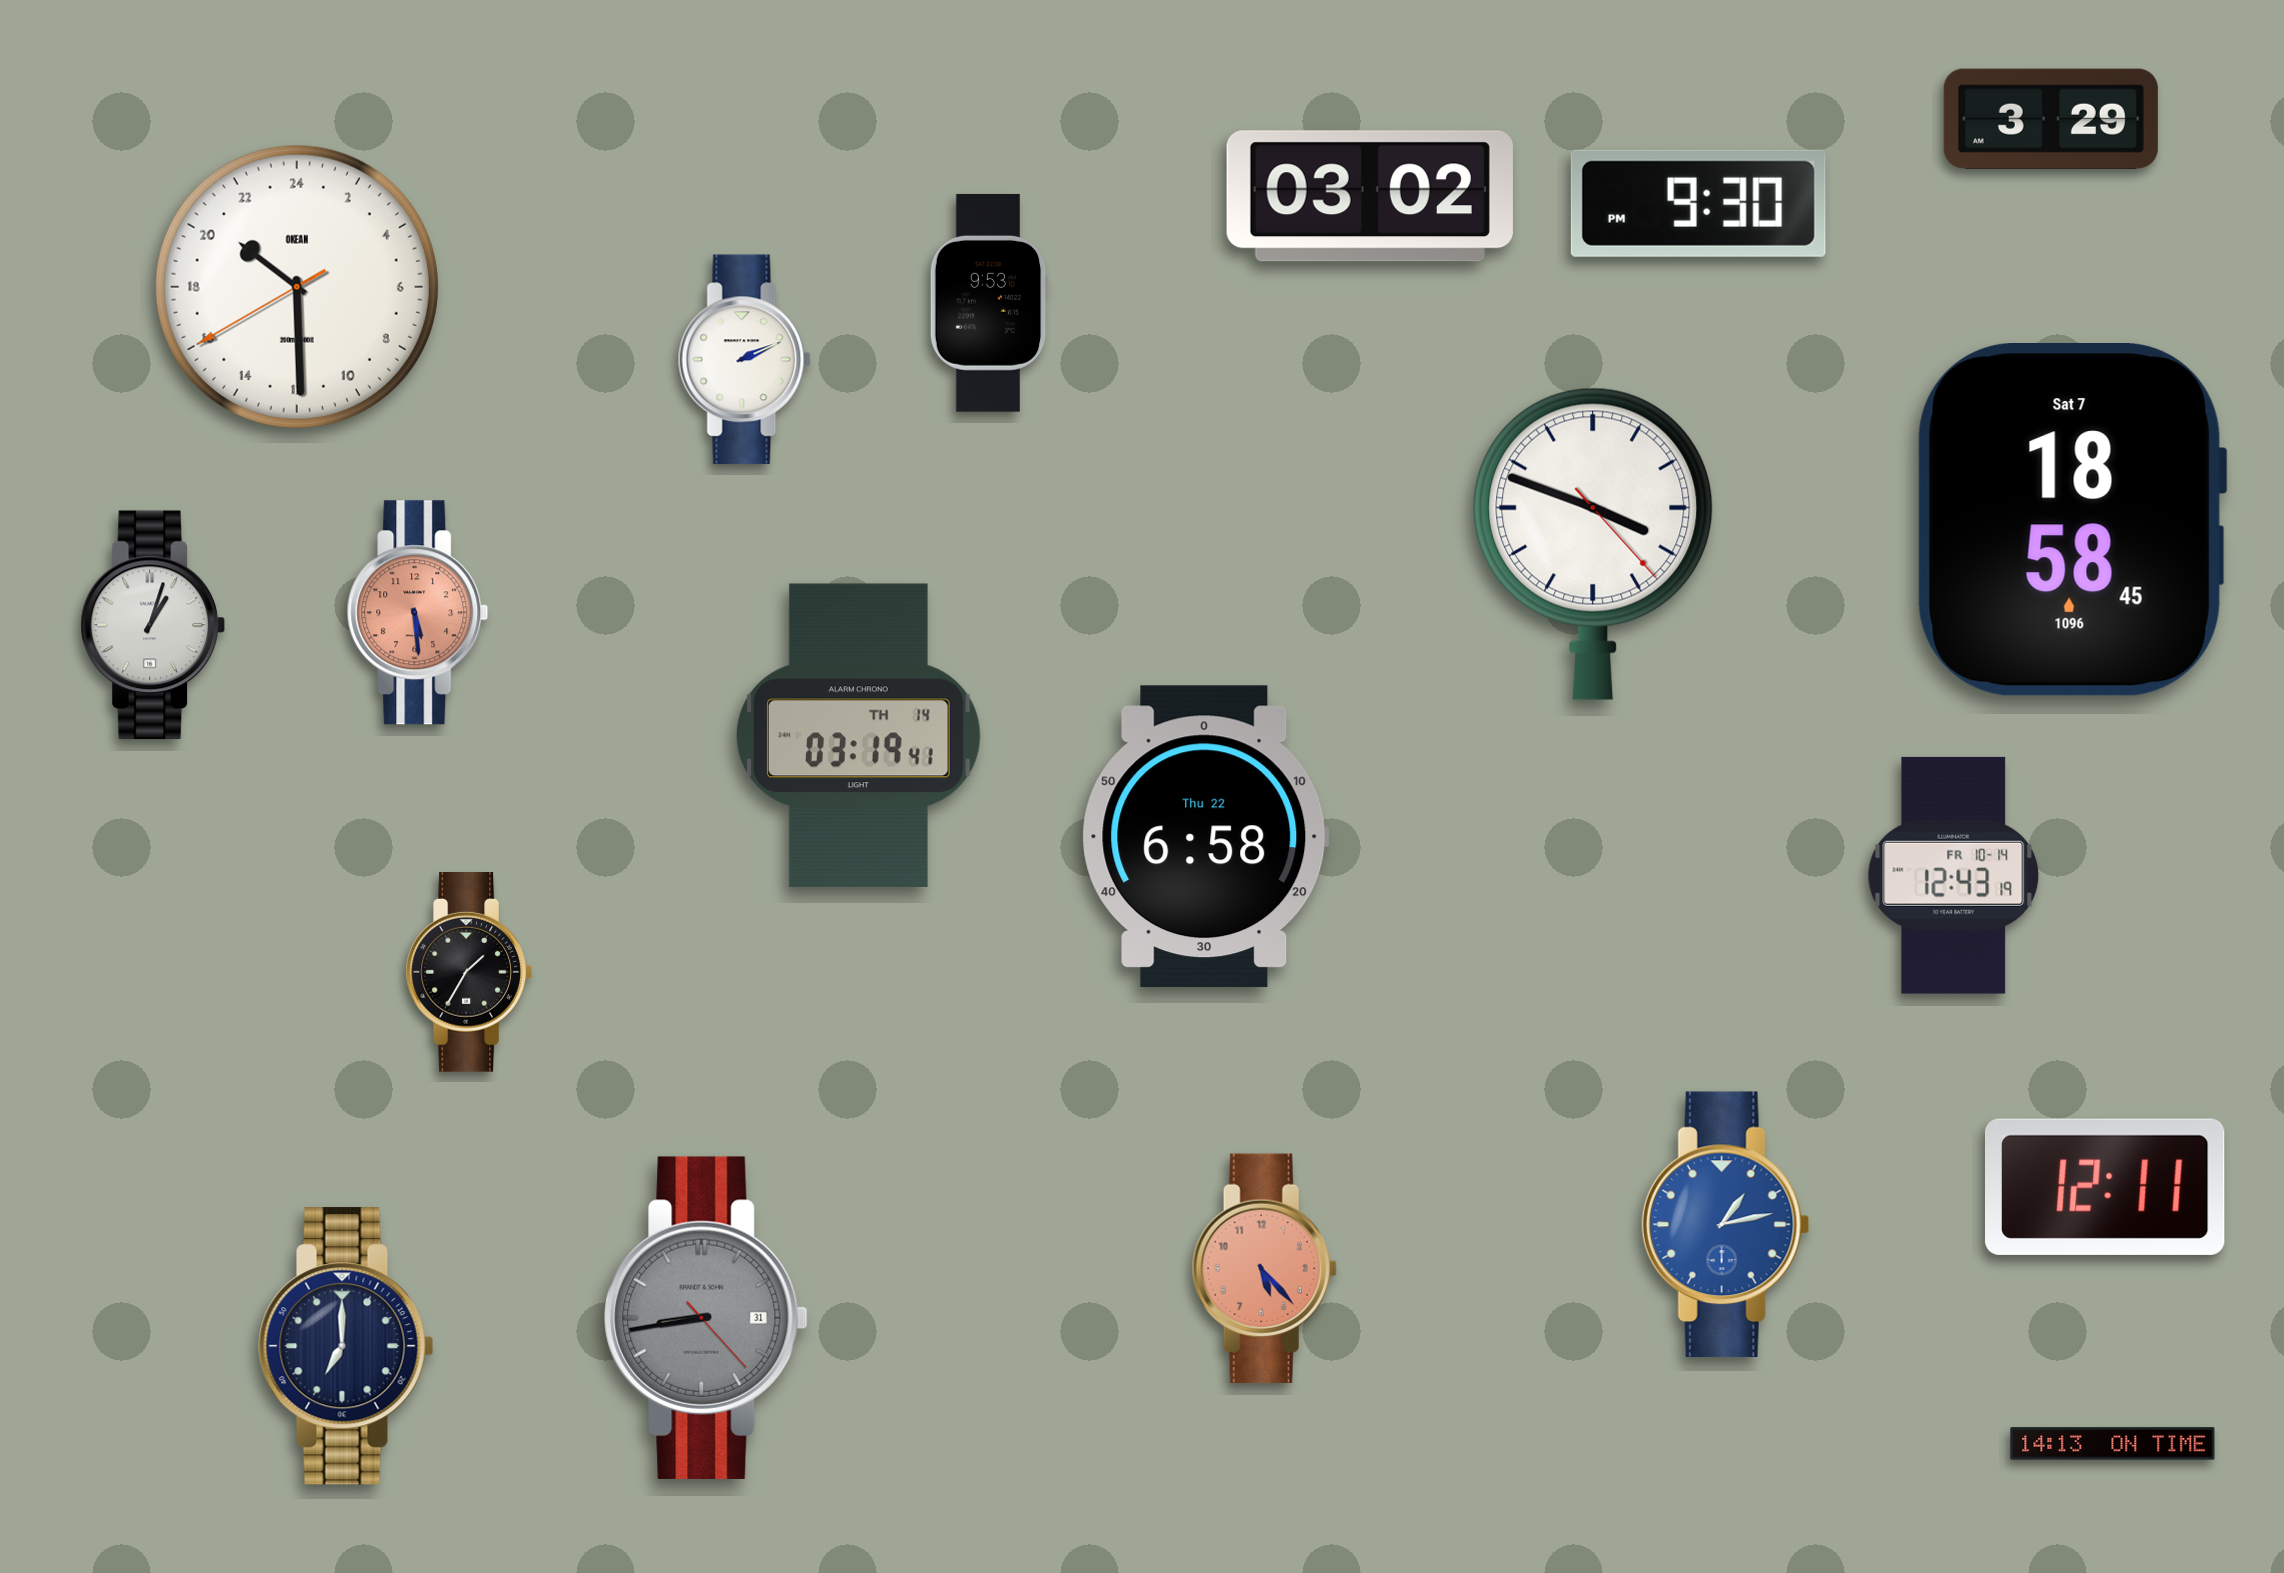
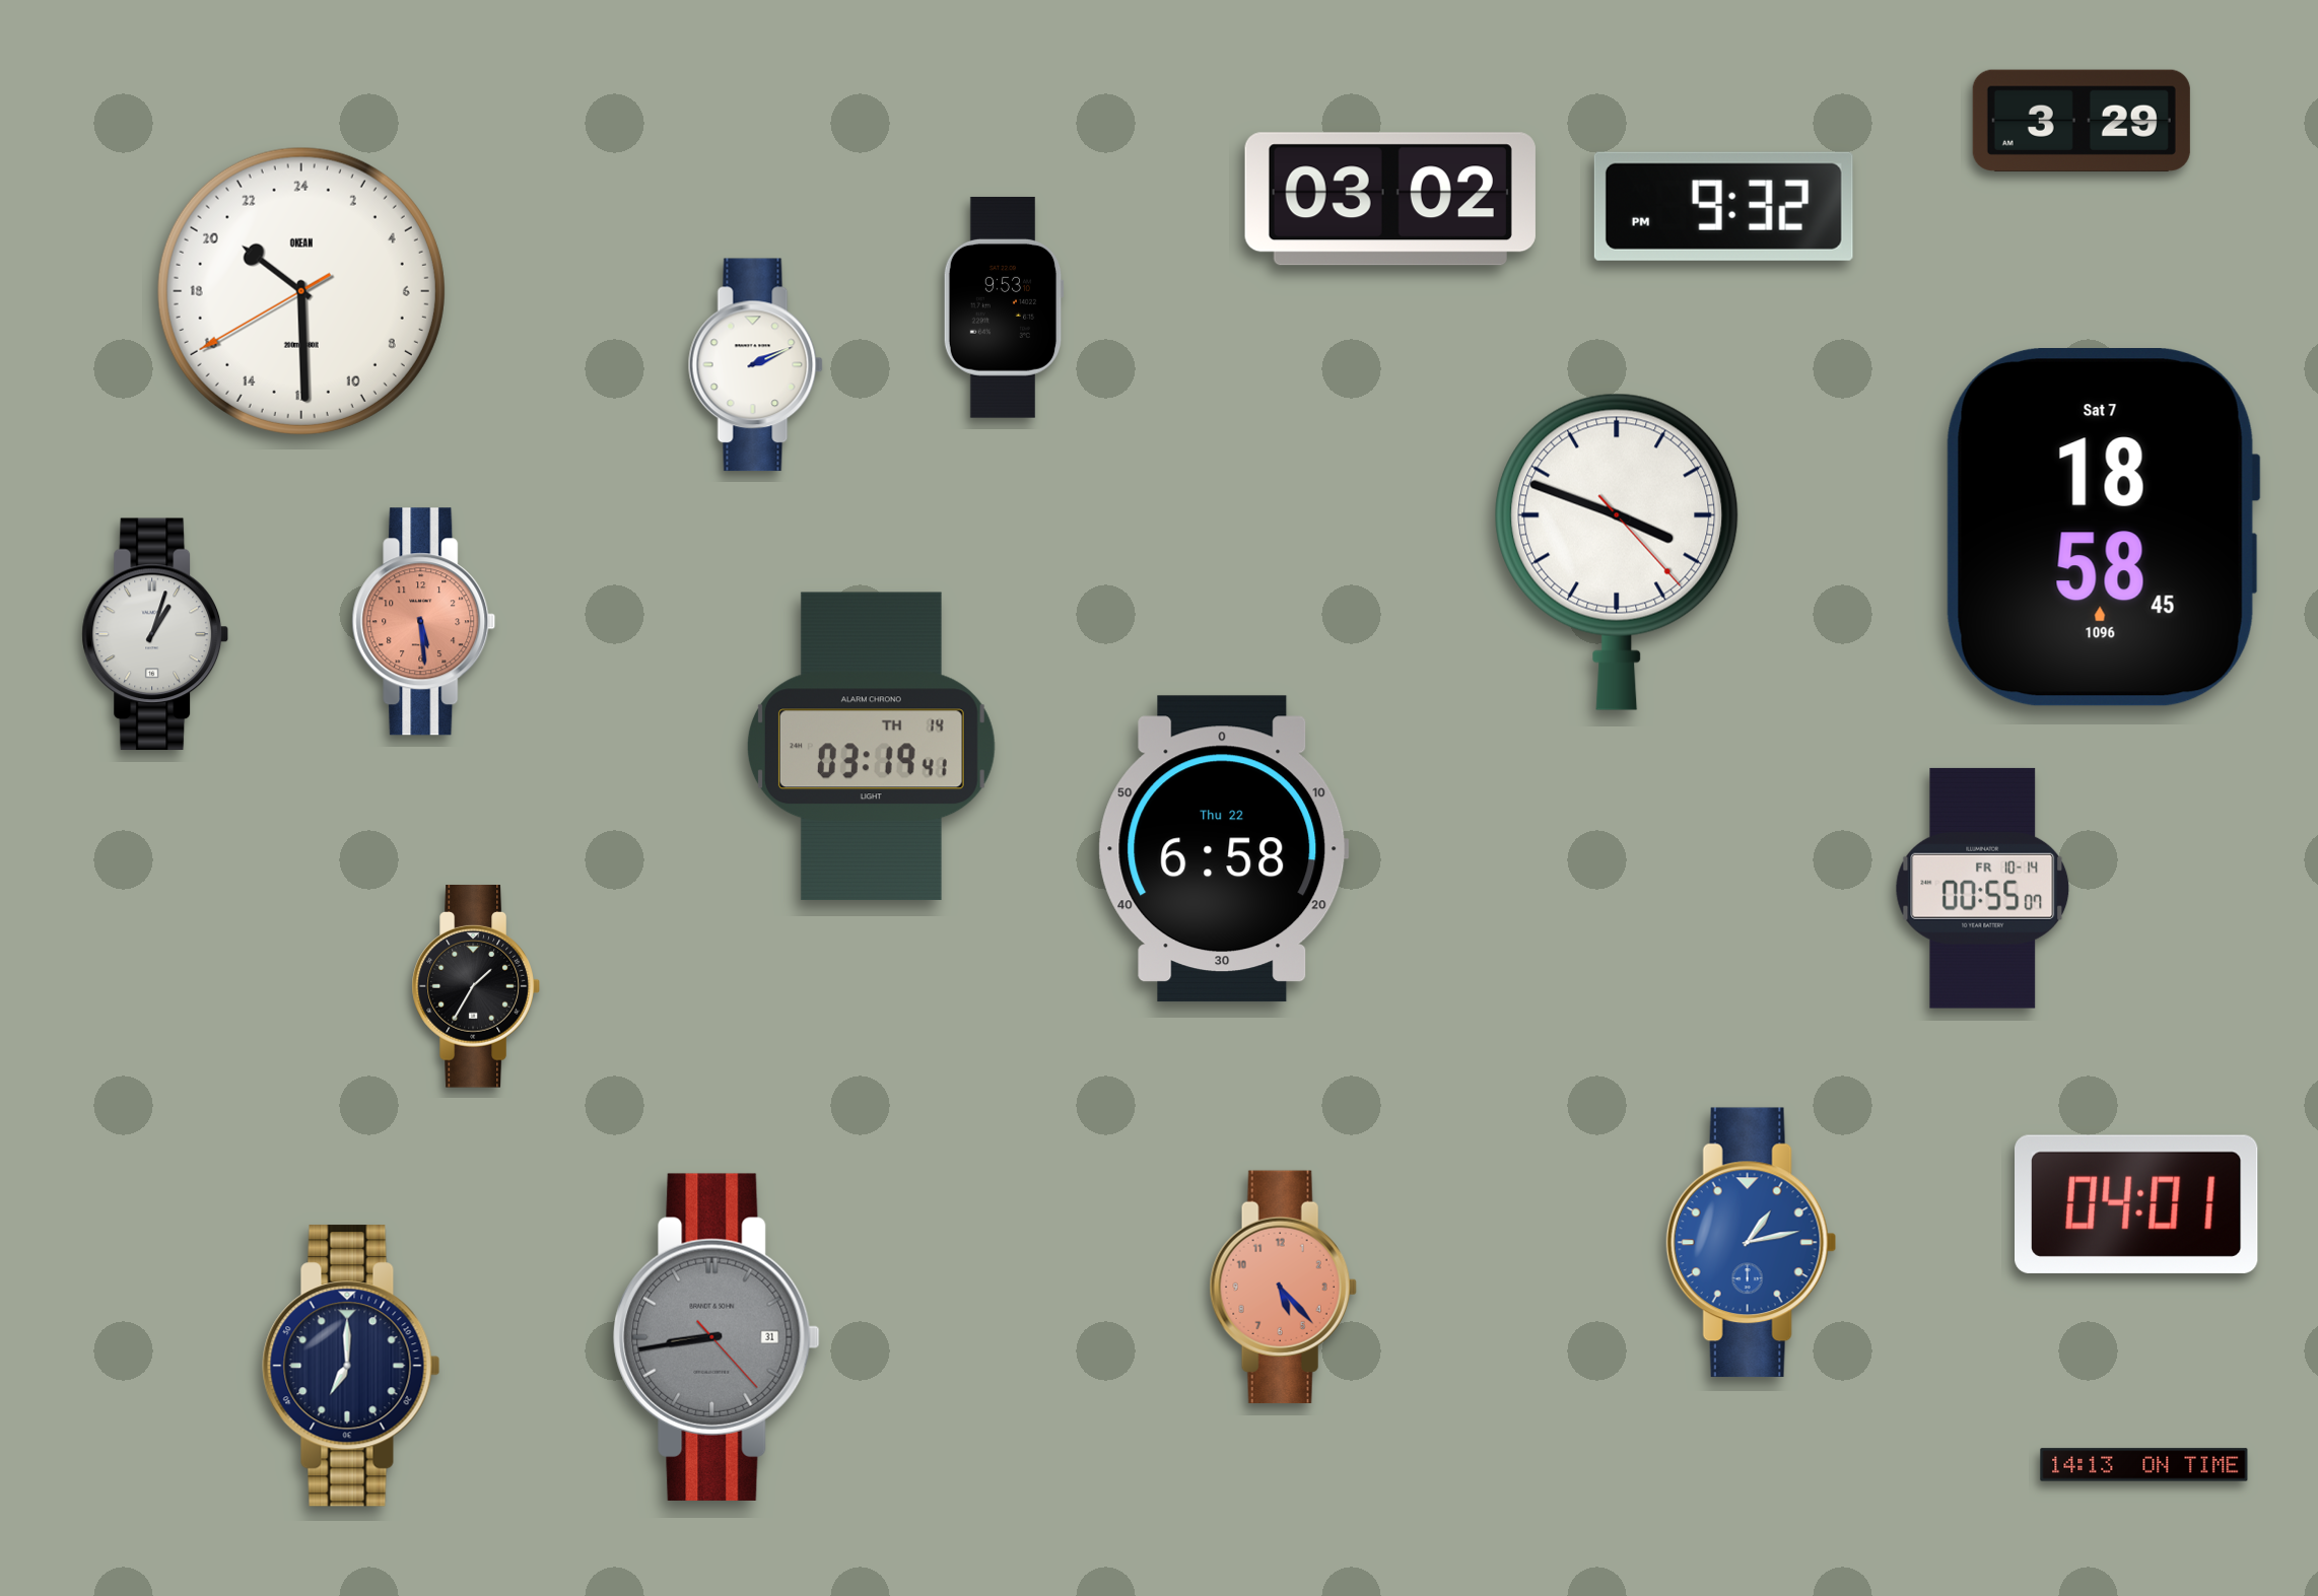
clock at (1698, 203): 9:30 -> 9:32
clock at (1954, 875): 12:43 -> 00:55
clock at (2106, 1187): 12:11 -> 04:01
